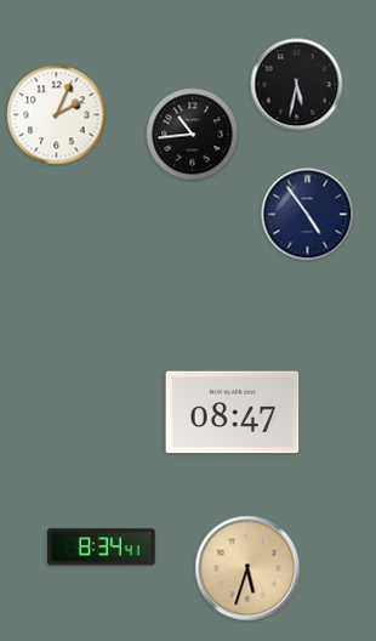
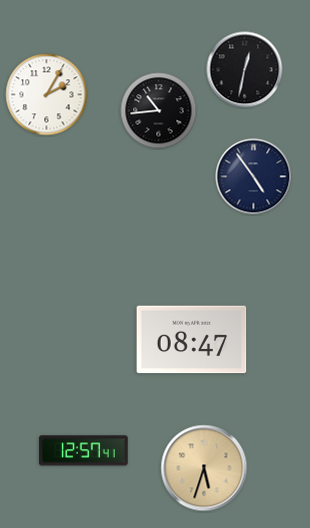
clock at (297, 85): 5:32 -> 12:32
clock at (57, 115): 2:04 -> 2:05
clock at (102, 548): 8:34 -> 12:57
